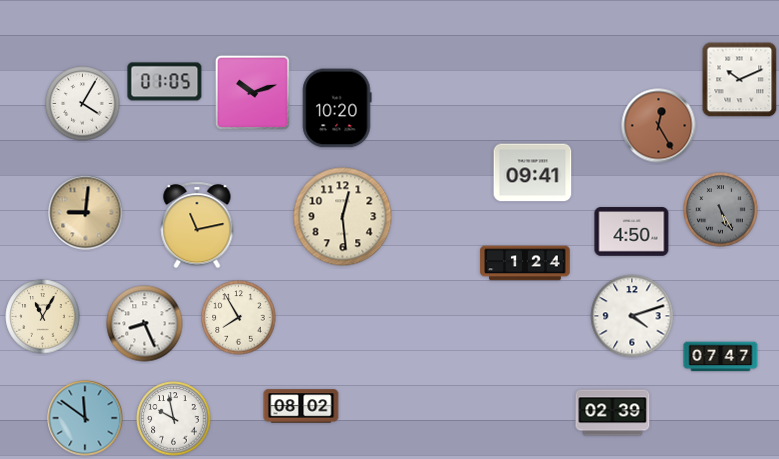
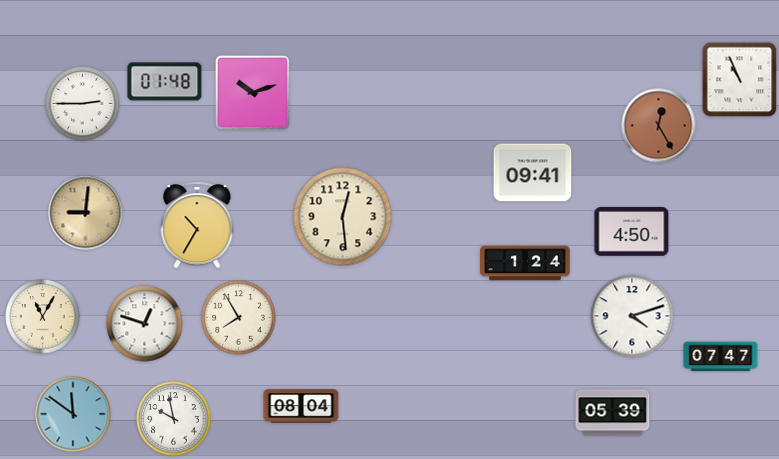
clock at (740, 80): 10:11 -> 10:56
clock at (165, 82): 01:05 -> 01:48
clock at (83, 104): 4:05 -> 2:45
clock at (337, 108): 10:20 -> none
clock at (721, 210): 5:25 -> none
clock at (197, 225): 11:13 -> 10:35
clock at (145, 324): 8:26 -> 12:48
clock at (301, 406): 08:02 -> 08:04
clock at (613, 413): 02:39 -> 05:39
clock at (85, 418) position: (85, 418) -> (73, 414)
